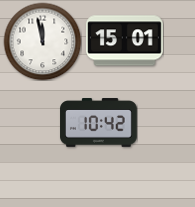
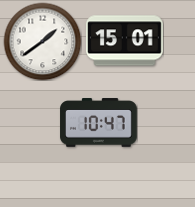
clock at (42, 41): 11:58 -> 1:39
clock at (99, 123): 10:42 -> 10:47
